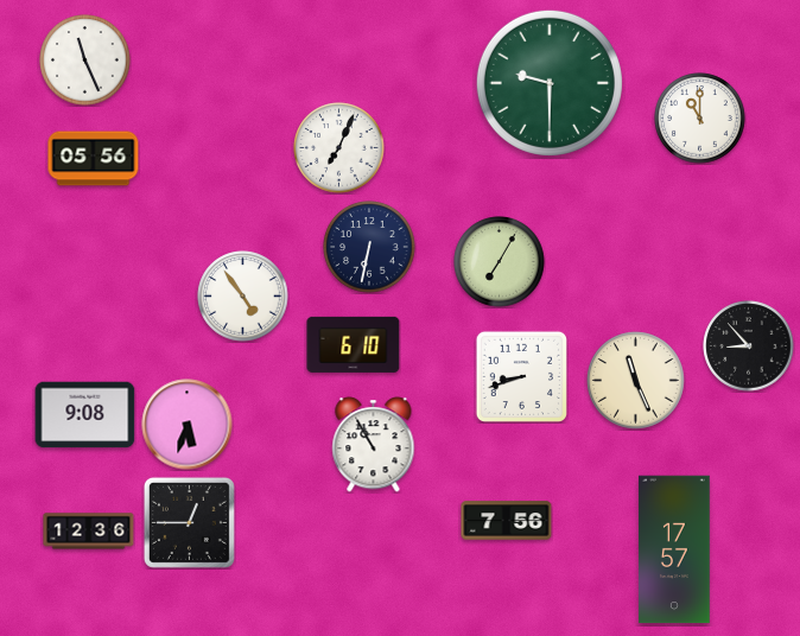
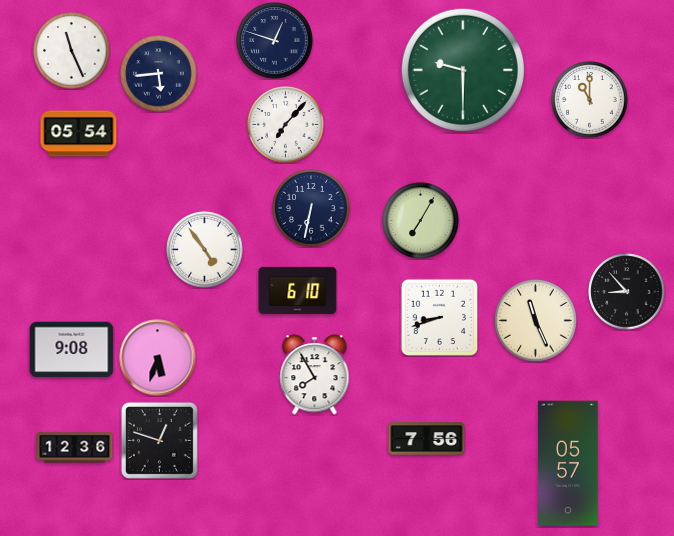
clock at (275, 41): none -> 12:48
clock at (159, 74): none -> 5:44
clock at (339, 148): 7:04 -> 7:07
clock at (94, 159): 05:56 -> 05:54
clock at (749, 346) position: (749, 346) -> (627, 292)
clock at (374, 445): 10:55 -> 7:55
clock at (189, 522): 12:45 -> 12:48
clock at (674, 549): 17:57 -> 05:57
